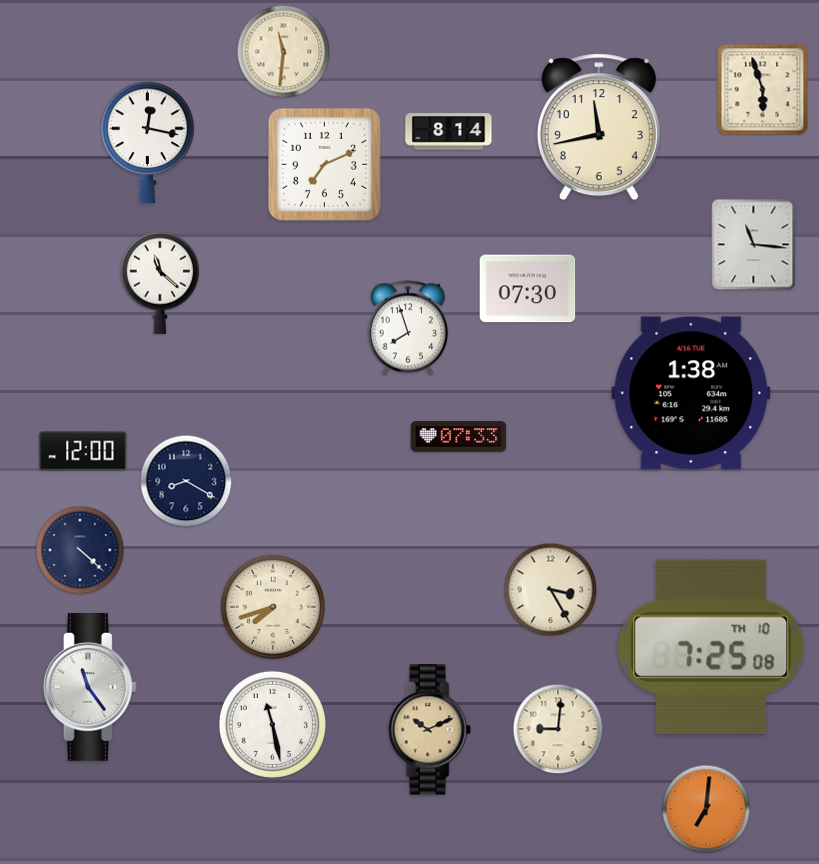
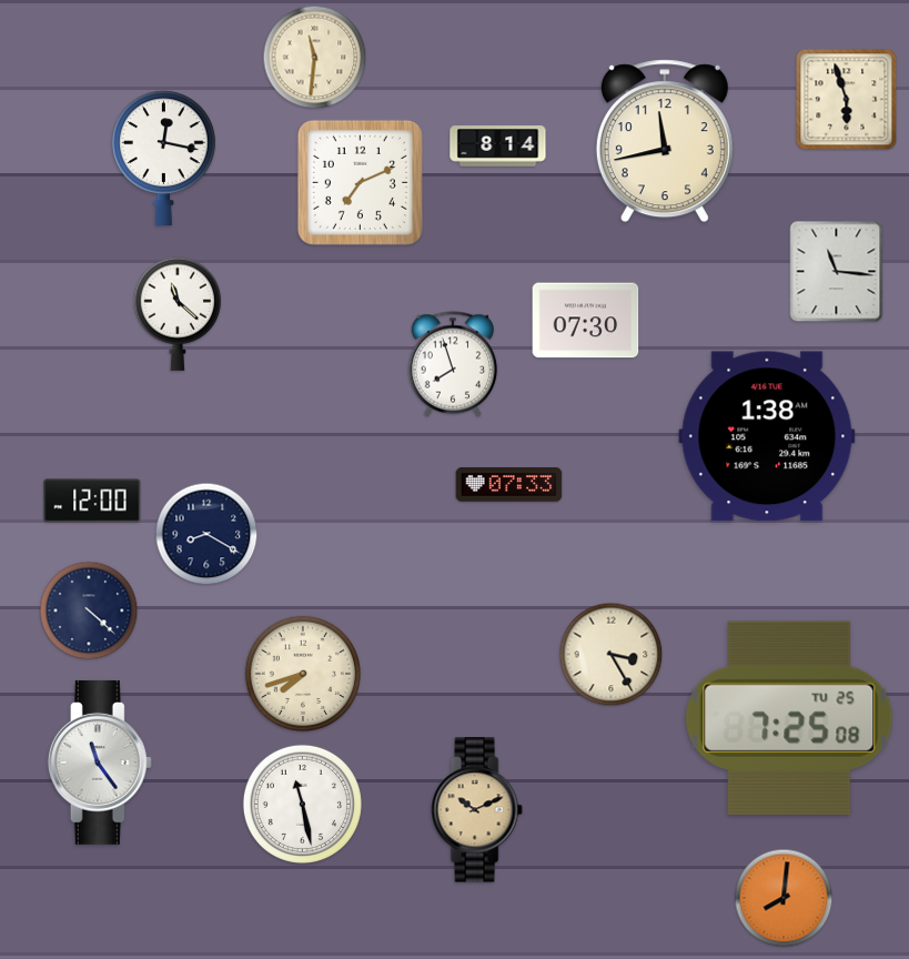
clock at (711, 647) date: TH 10 -> TU 25
clock at (558, 729): 9:01 -> none
clock at (706, 809): 7:01 -> 8:01
